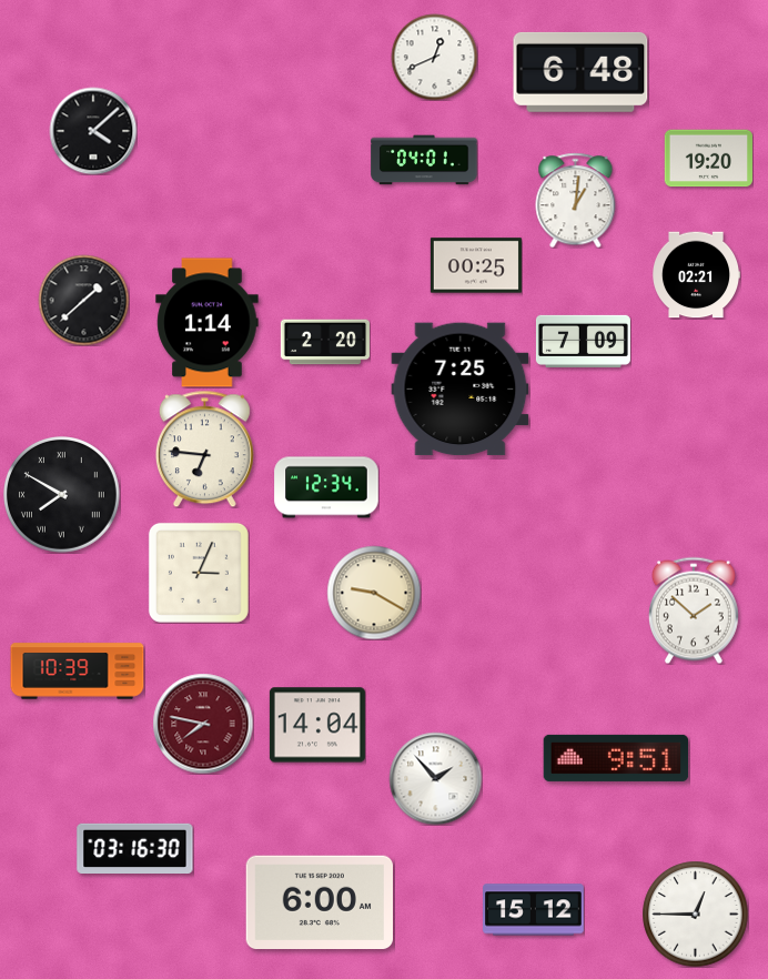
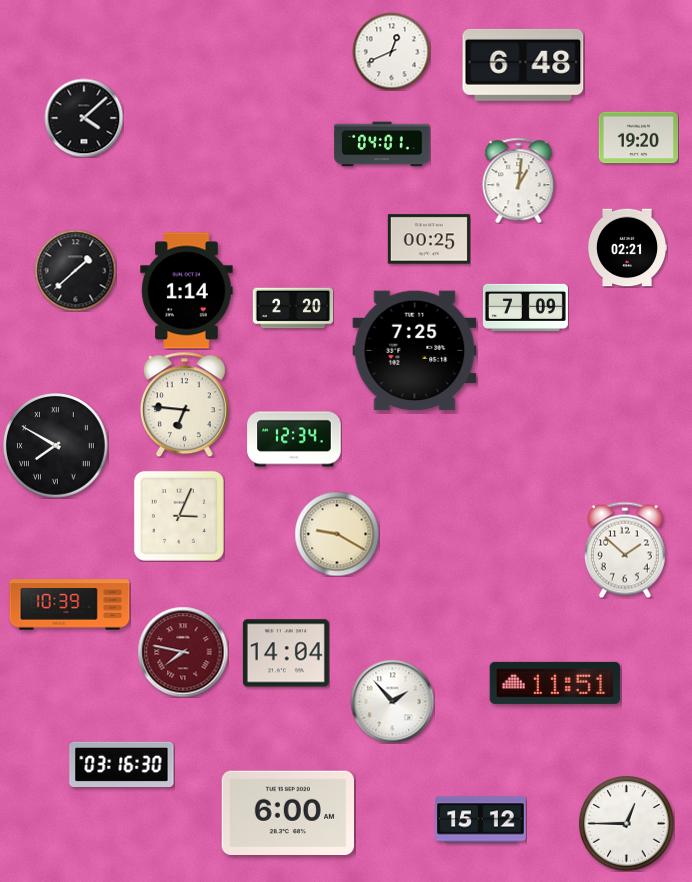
clock at (708, 159) position: (708, 159) -> (638, 138)
clock at (616, 758): 9:51 -> 11:51
